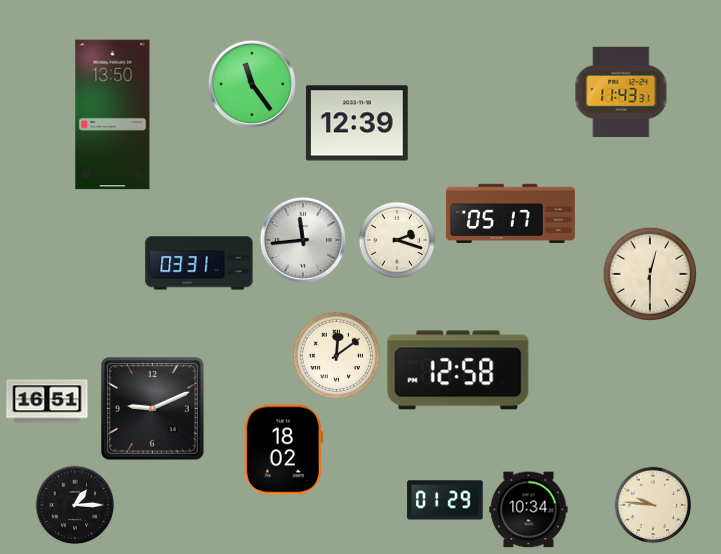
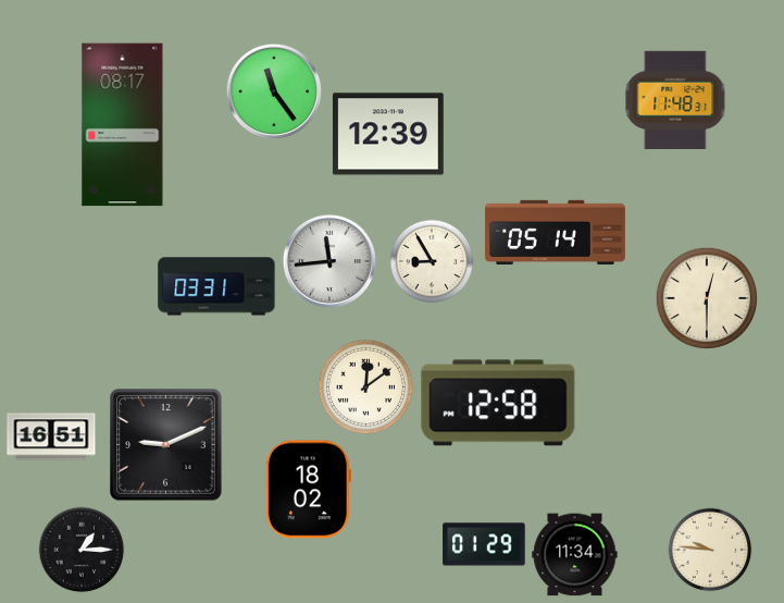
clock at (621, 92): 11:43 -> 11:48
clock at (113, 115): 13:50 -> 08:17
clock at (510, 213): 05:17 -> 05:14
clock at (397, 240): 2:18 -> 8:55
clock at (529, 510): 10:34 -> 11:34
